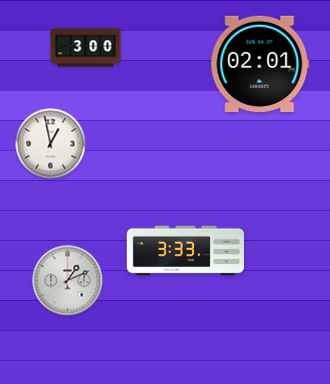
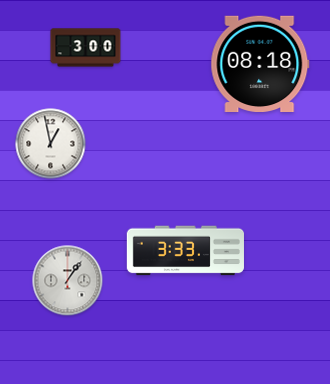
clock at (260, 64): 02:01 -> 08:18
clock at (68, 281): 1:11 -> 1:06
